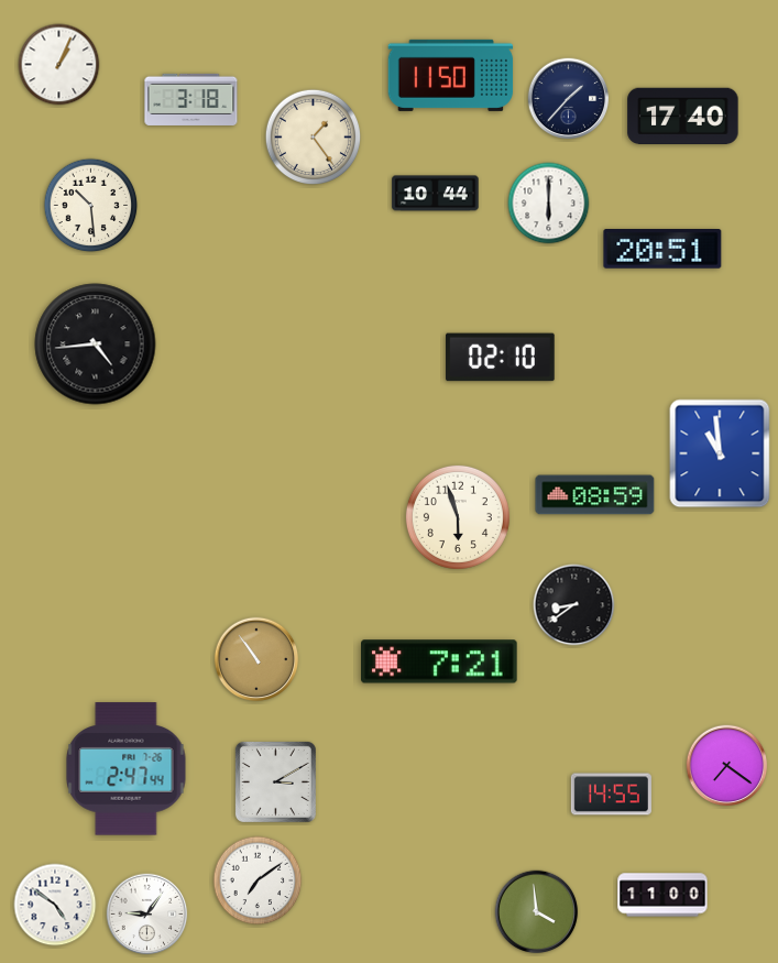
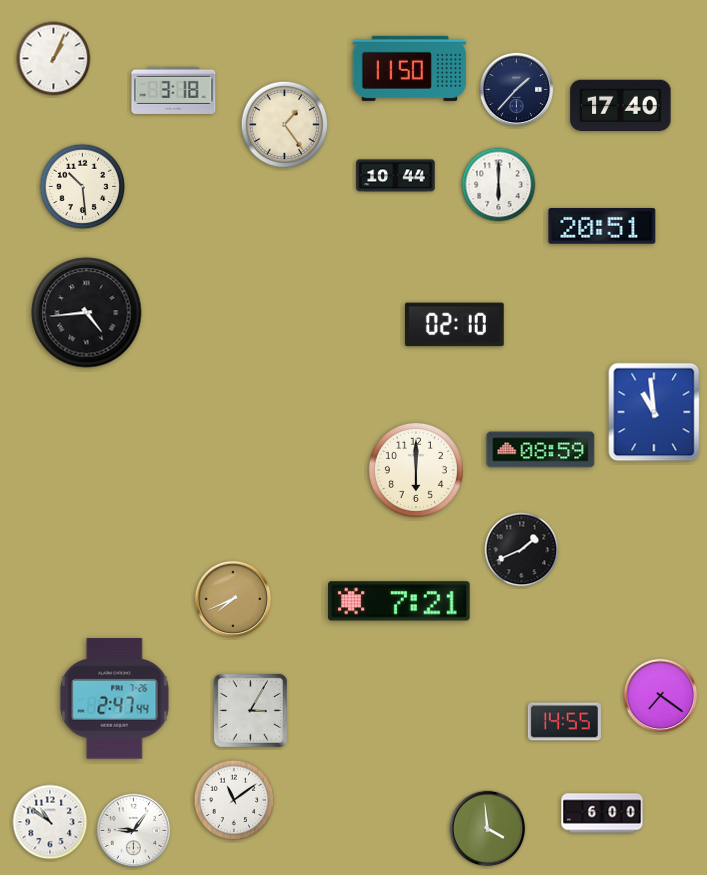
clock at (458, 517): 5:57 -> 6:00
clock at (574, 605): 8:39 -> 1:41
clock at (256, 659): 10:54 -> 7:41
clock at (275, 781): 3:10 -> 3:05
clock at (611, 795) position: (611, 795) -> (564, 722)
clock at (257, 880): 7:09 -> 11:09
clock at (662, 895): 11:00 -> 6:00
clock at (55, 905): 4:51 -> 10:51
